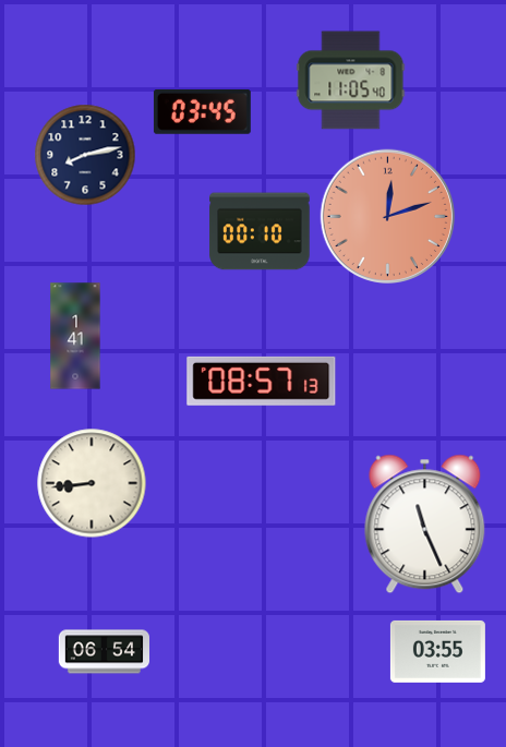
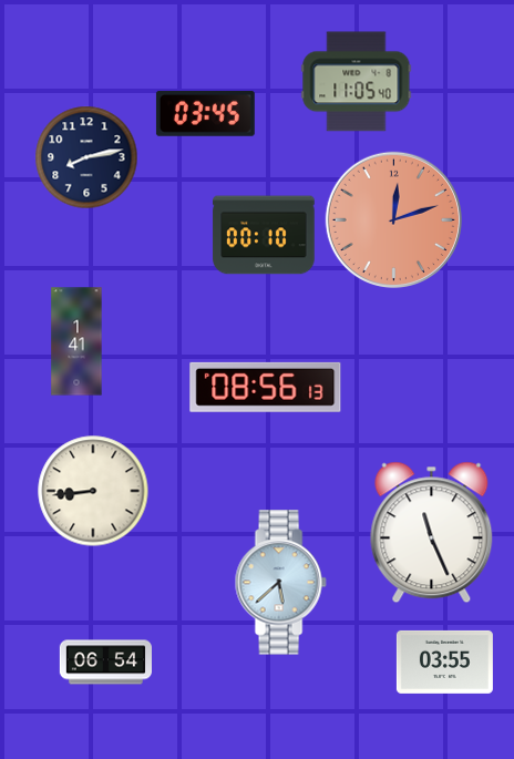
clock at (262, 381): 08:57 -> 08:56
clock at (280, 583): none -> 5:38
